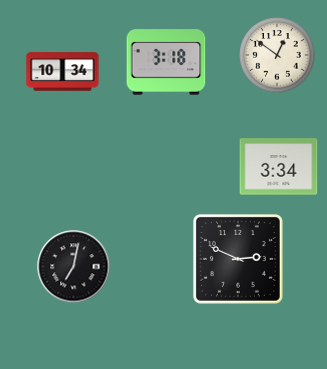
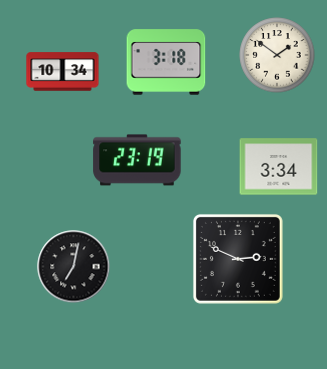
clock at (277, 55): 12:51 -> 1:51
clock at (137, 160): none -> 23:19
